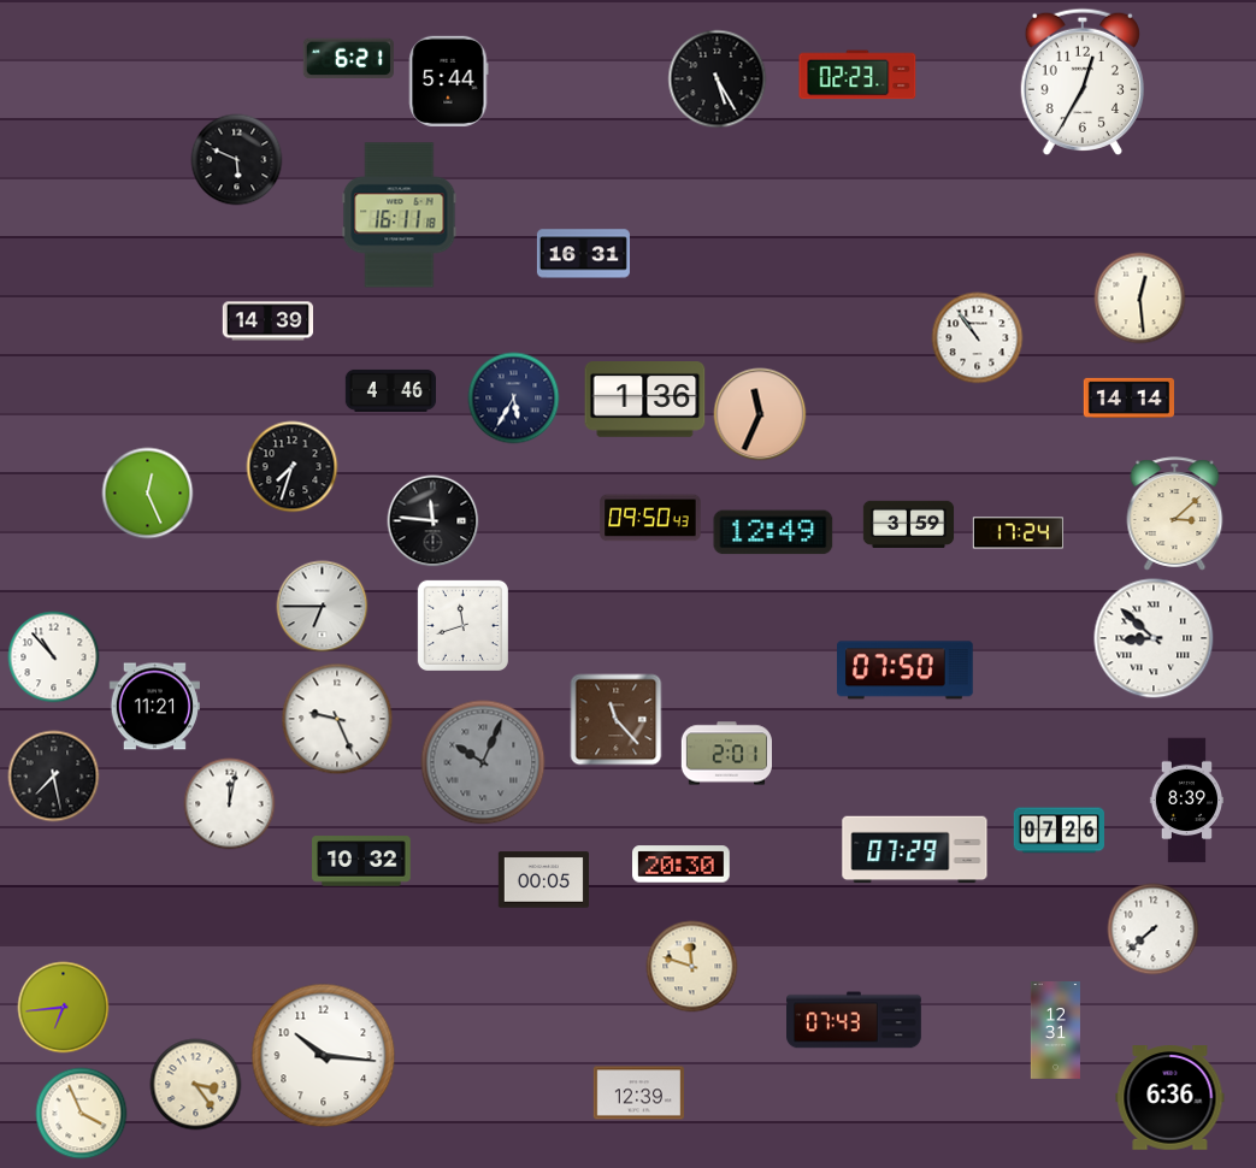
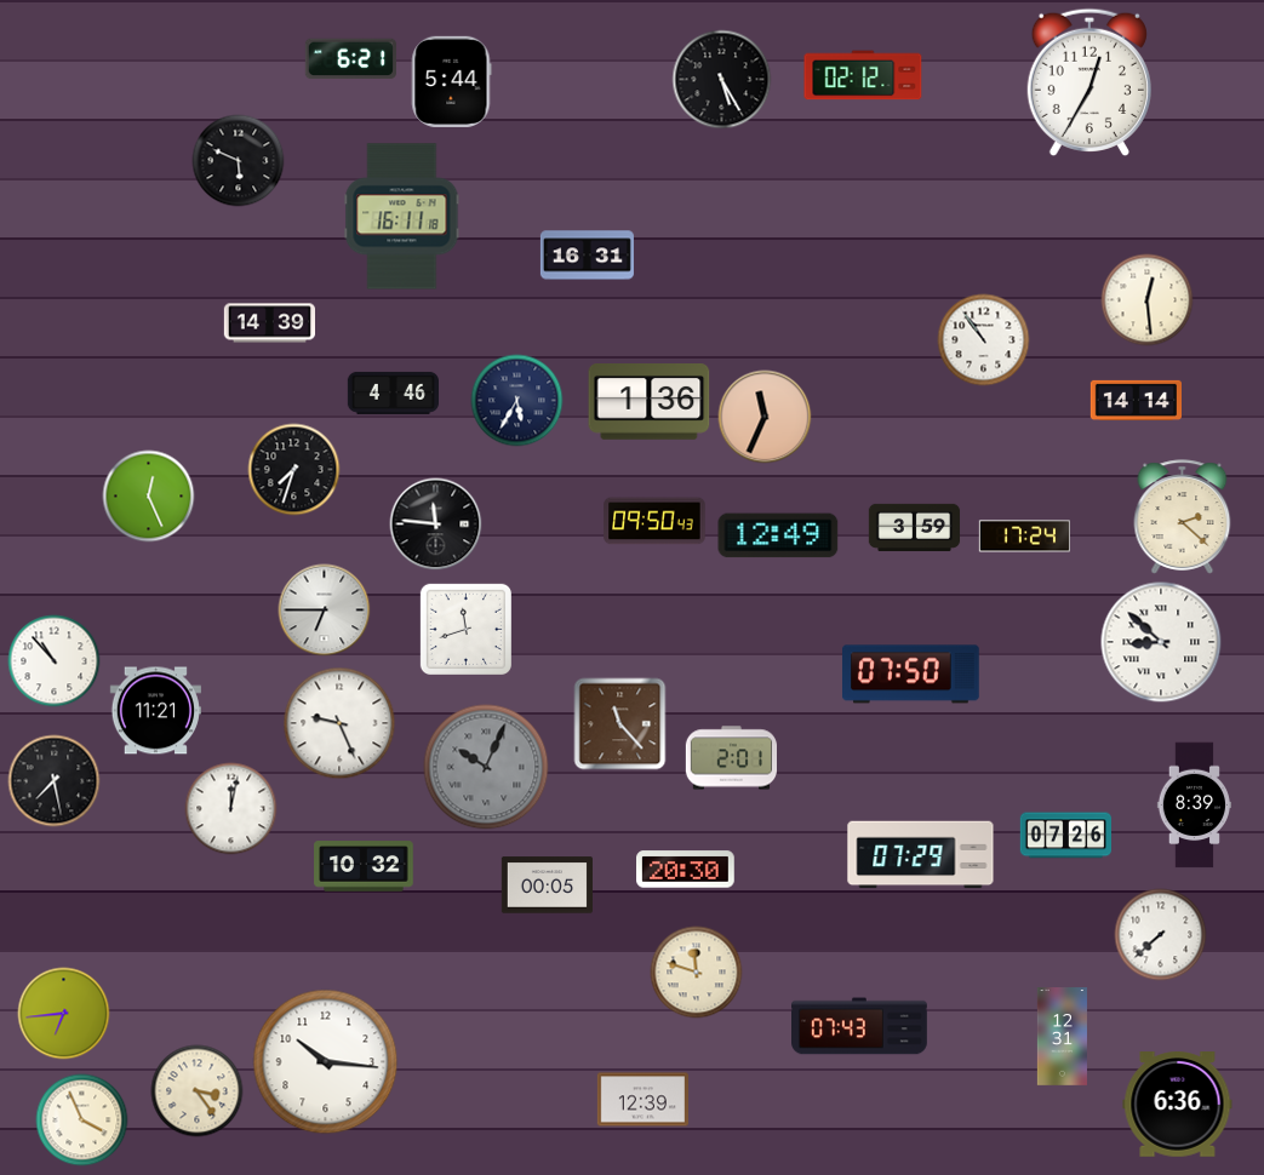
clock at (857, 75): 02:23 -> 02:12
clock at (1175, 514): 3:08 -> 2:22
